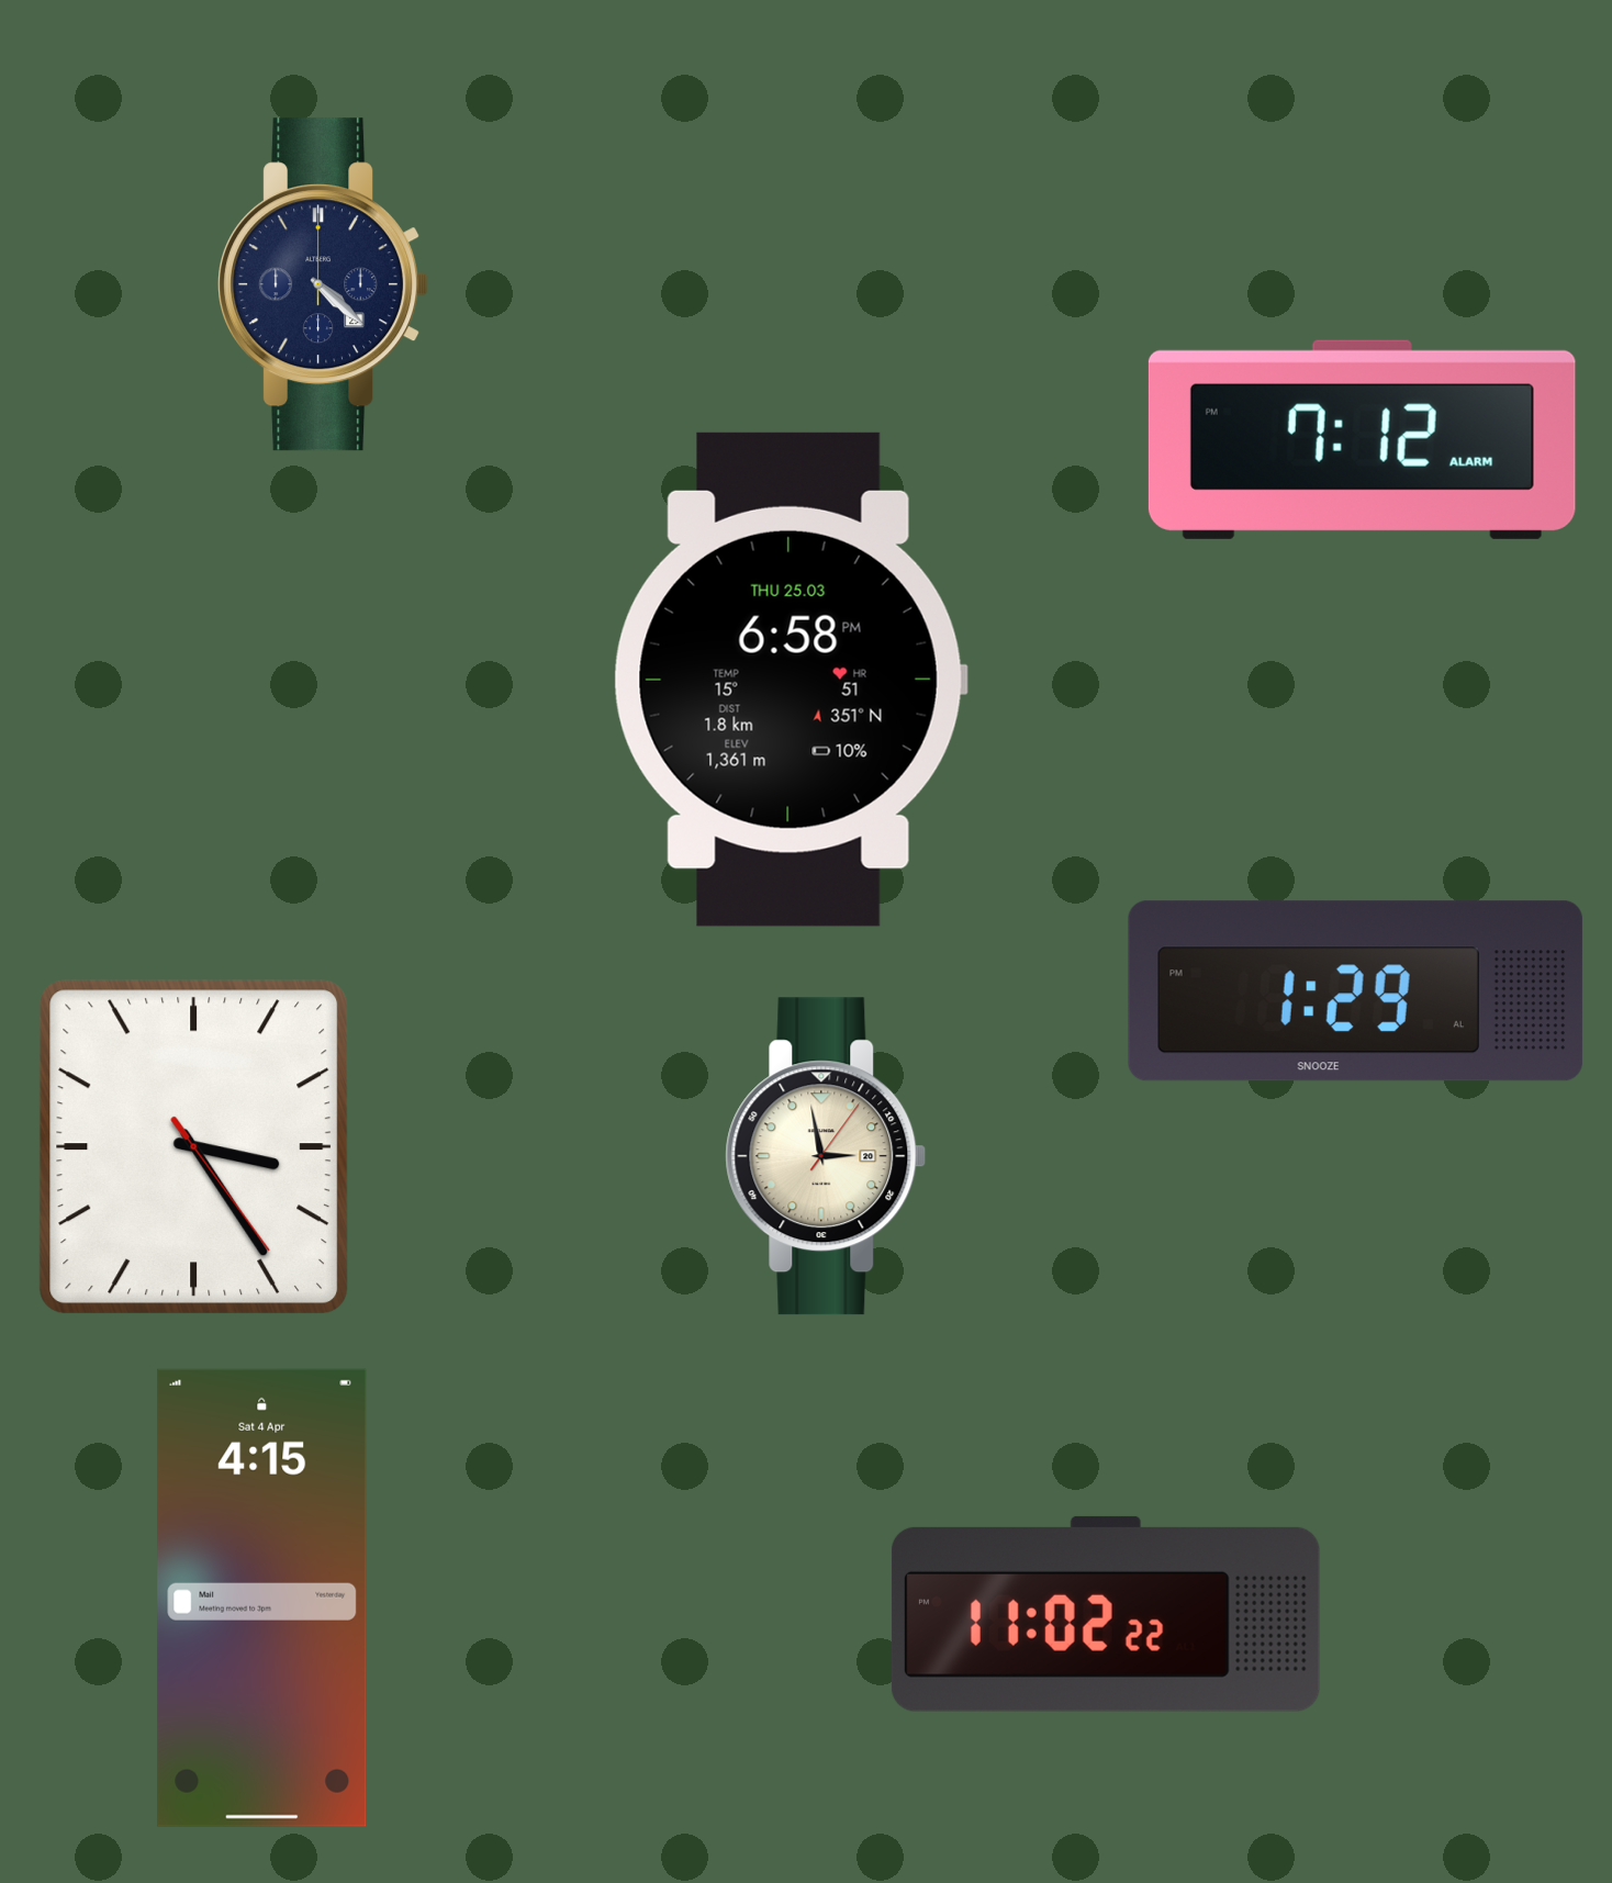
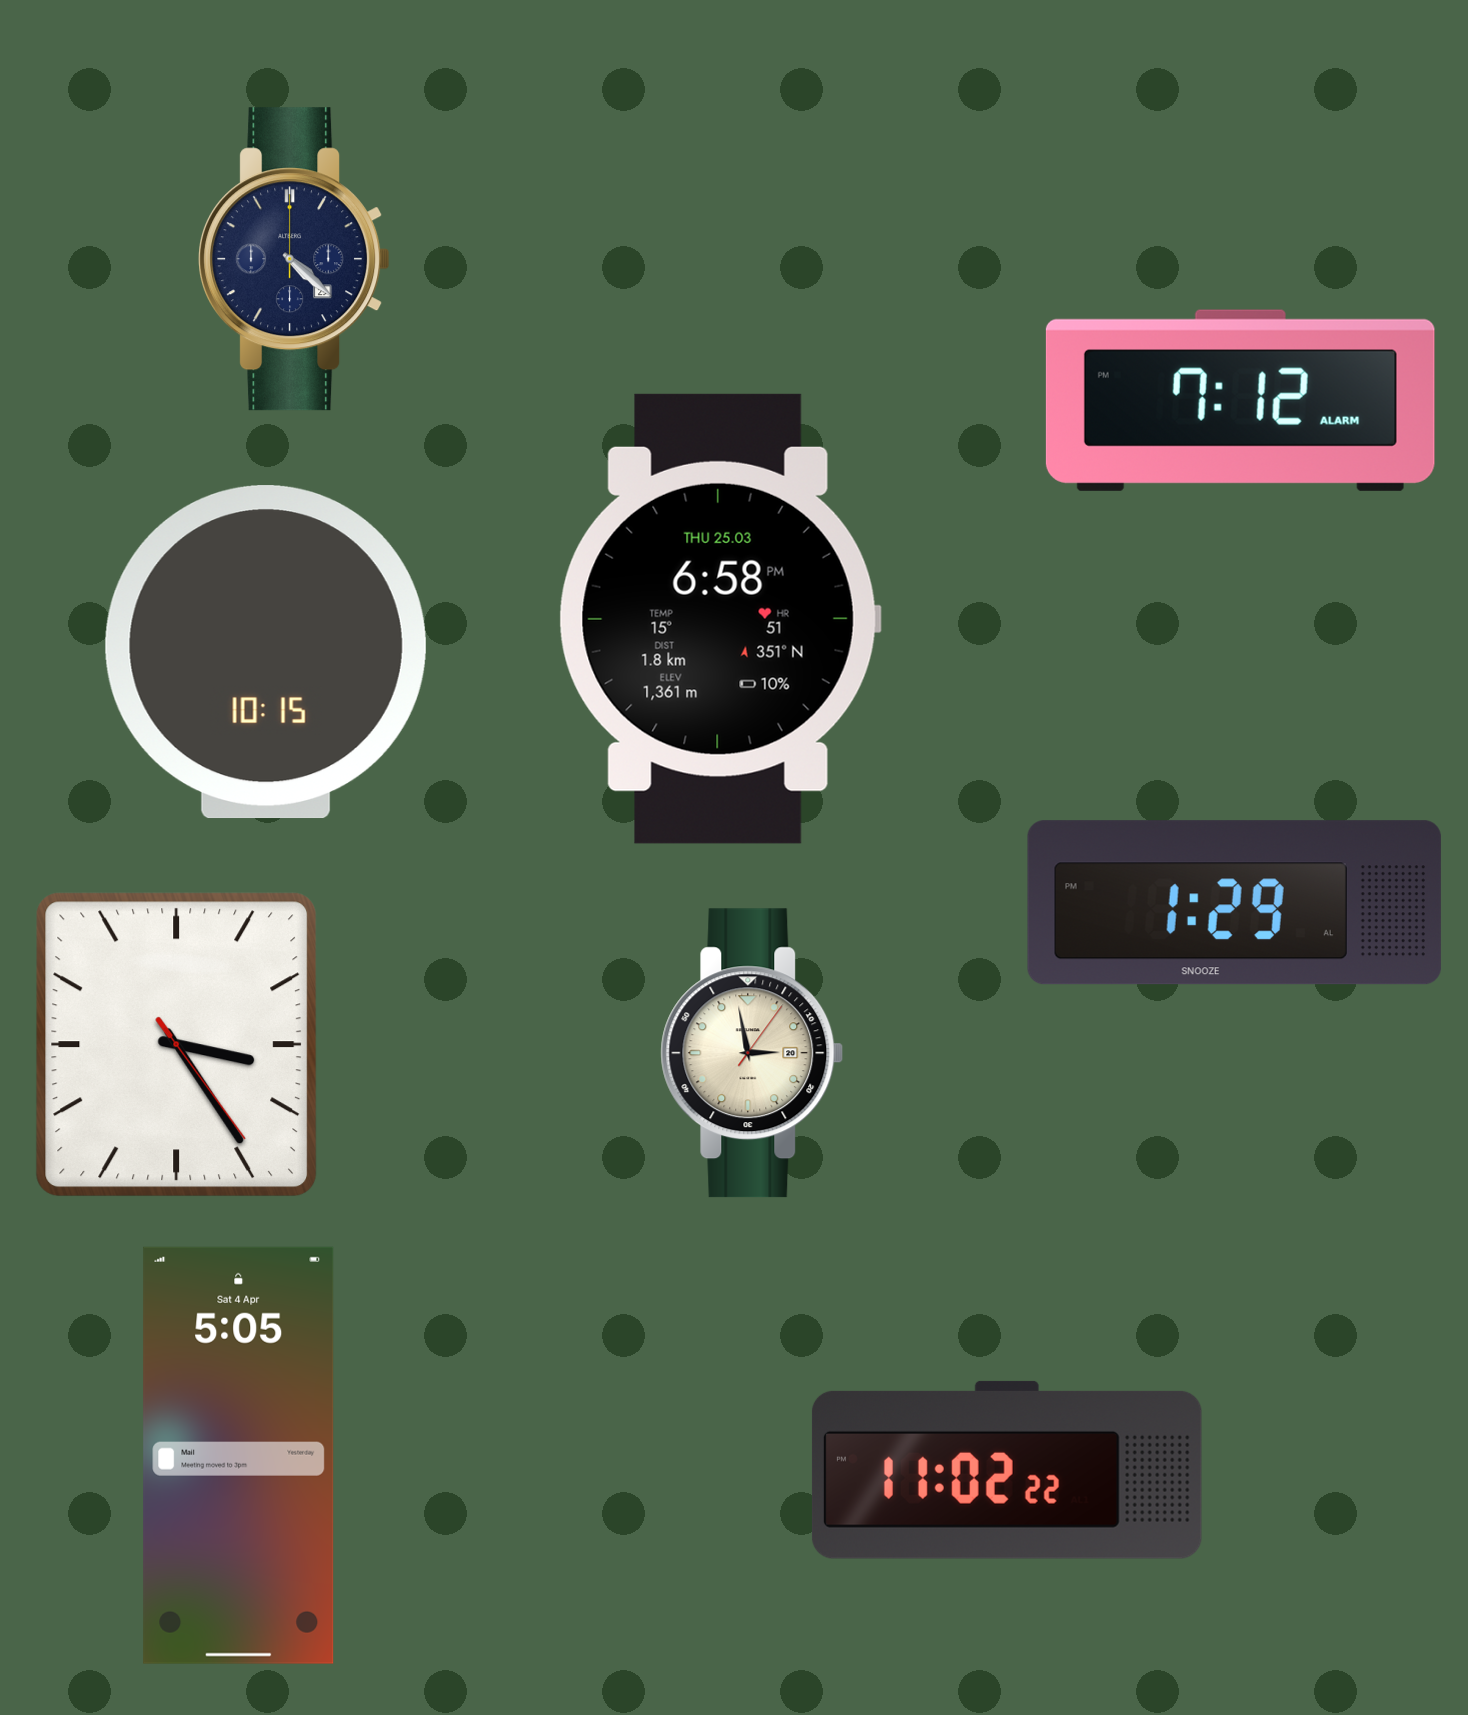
clock at (266, 652): none -> 10:15
clock at (262, 1598): 4:15 -> 5:05
